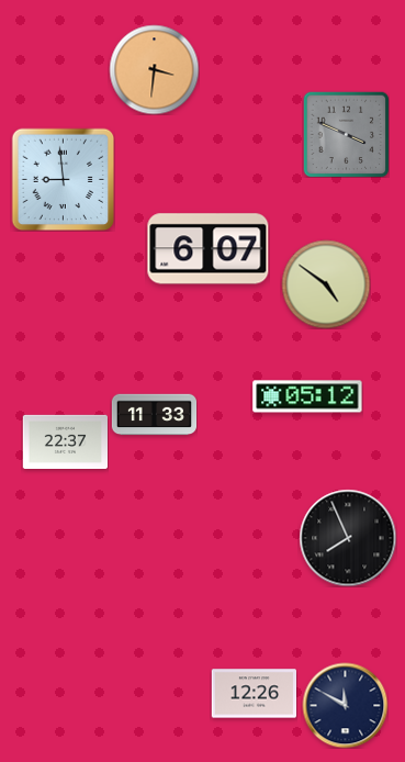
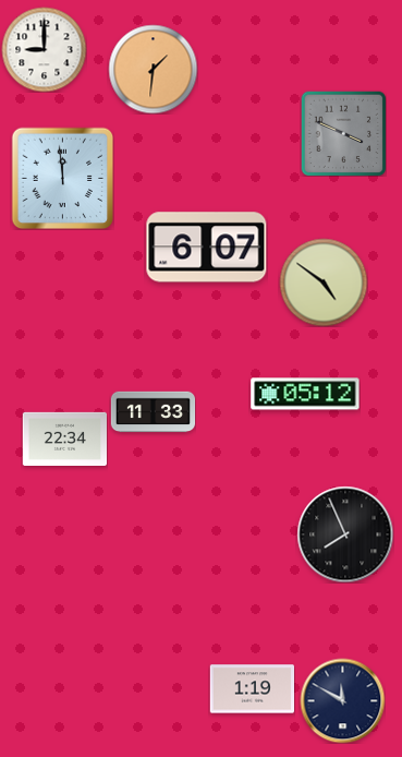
clock at (44, 49): none -> 9:00
clock at (154, 69): 3:31 -> 1:31
clock at (63, 179): 8:59 -> 11:59
clock at (65, 441): 22:37 -> 22:34
clock at (254, 694): 12:26 -> 1:19
